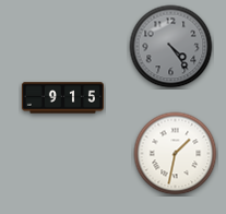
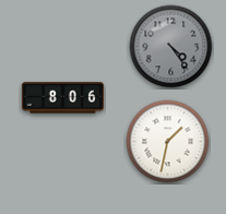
clock at (62, 98): 9:15 -> 8:06
clock at (176, 154) position: (176, 154) -> (168, 142)
